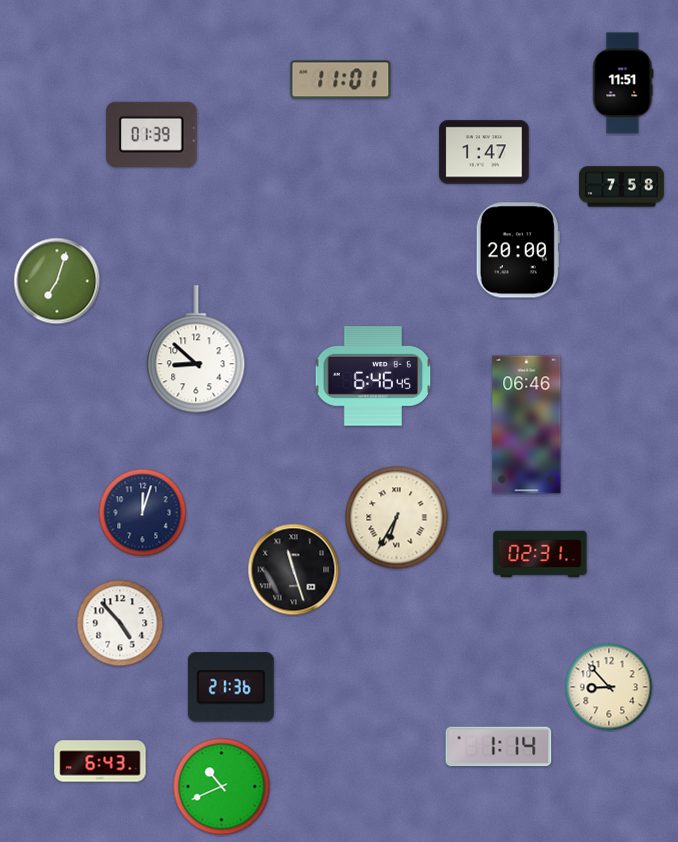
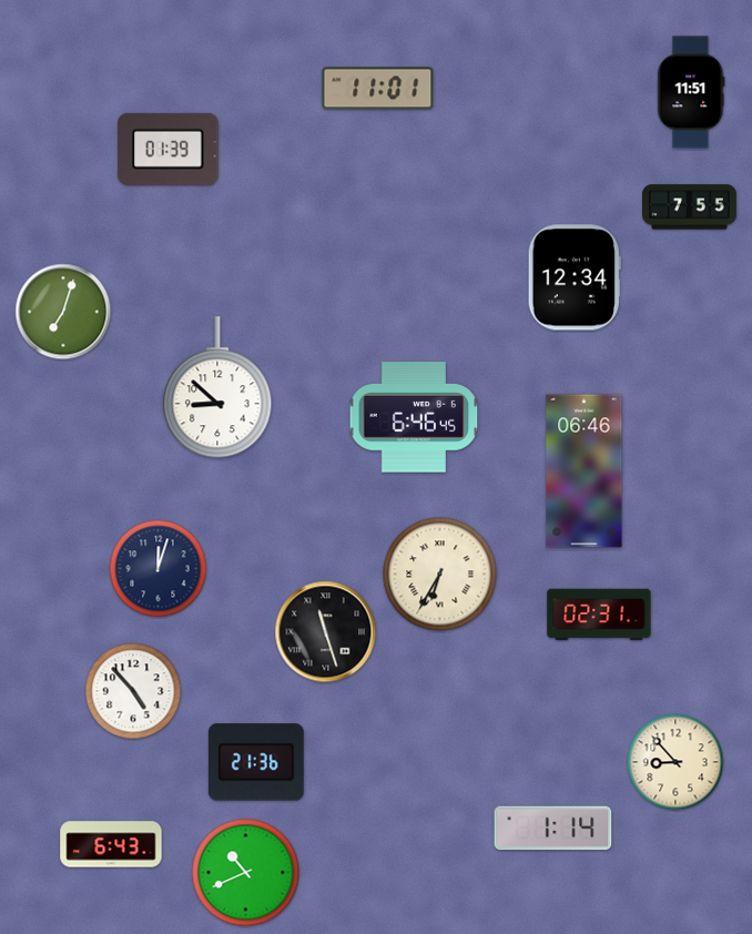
clock at (484, 152): 1:47 -> none
clock at (622, 187): 7:58 -> 7:55
clock at (518, 250): 20:00 -> 12:34
